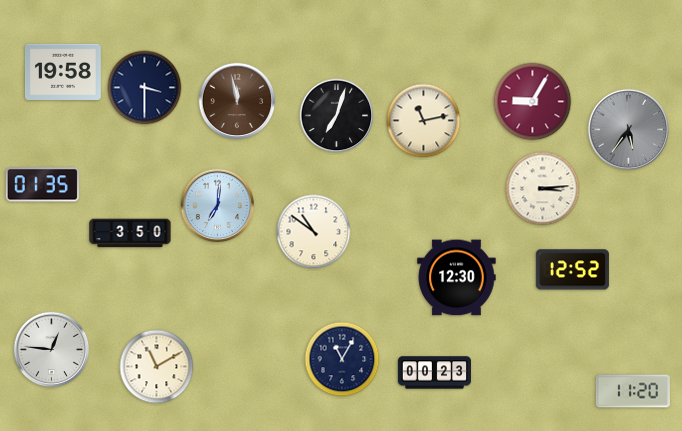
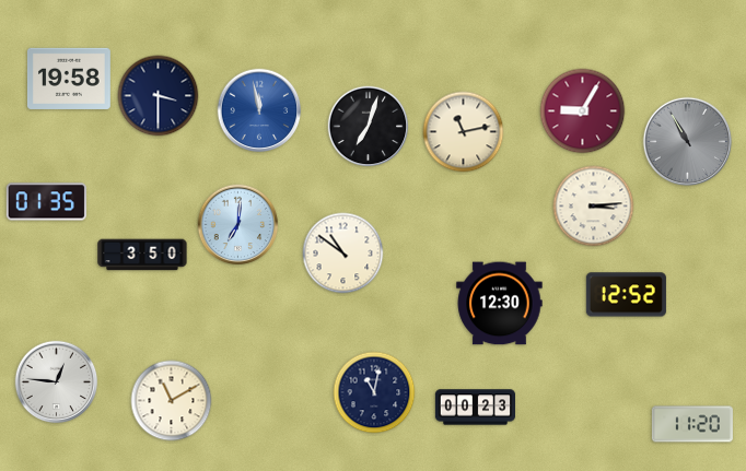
clock at (237, 101) dial: brown -> blue
clock at (629, 130): 5:36 -> 10:55
clock at (342, 359): 11:05 -> 11:02
clock at (633, 391) position: (633, 391) -> (692, 424)
